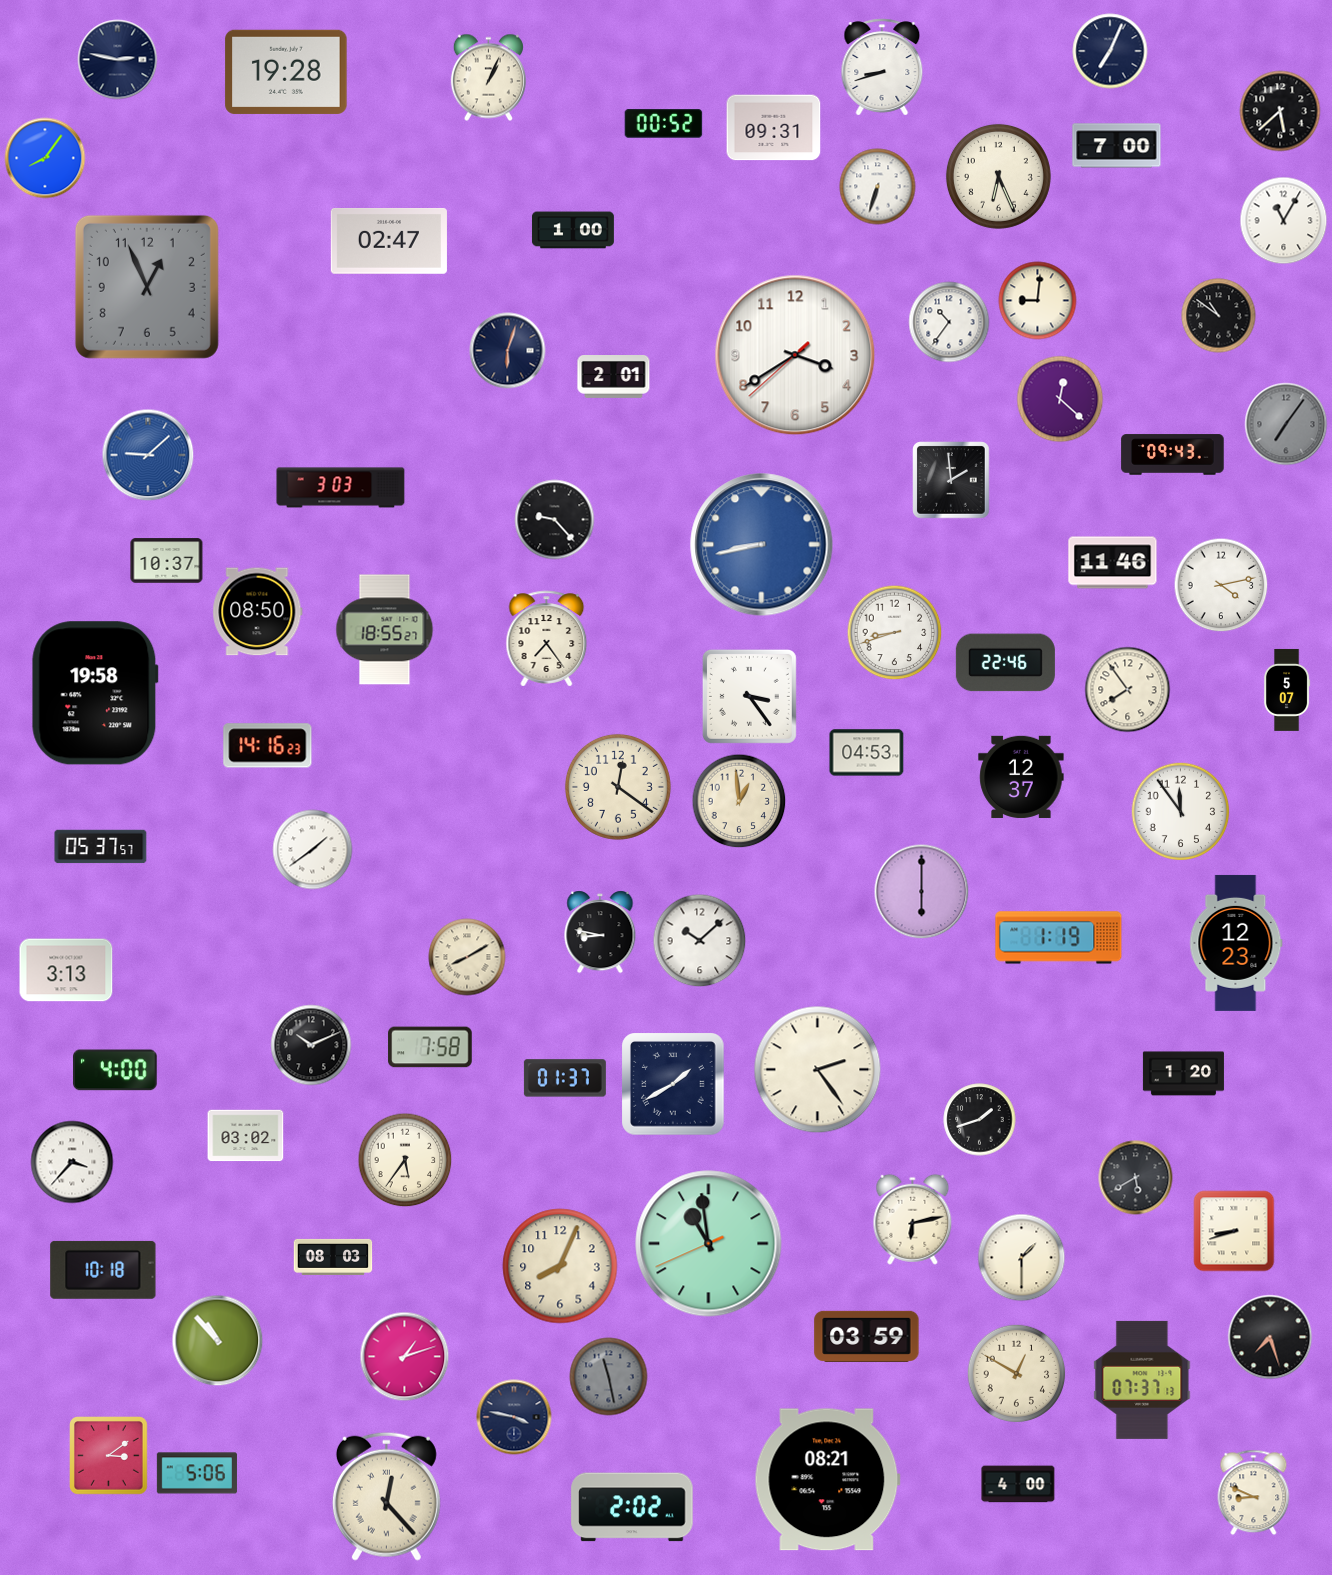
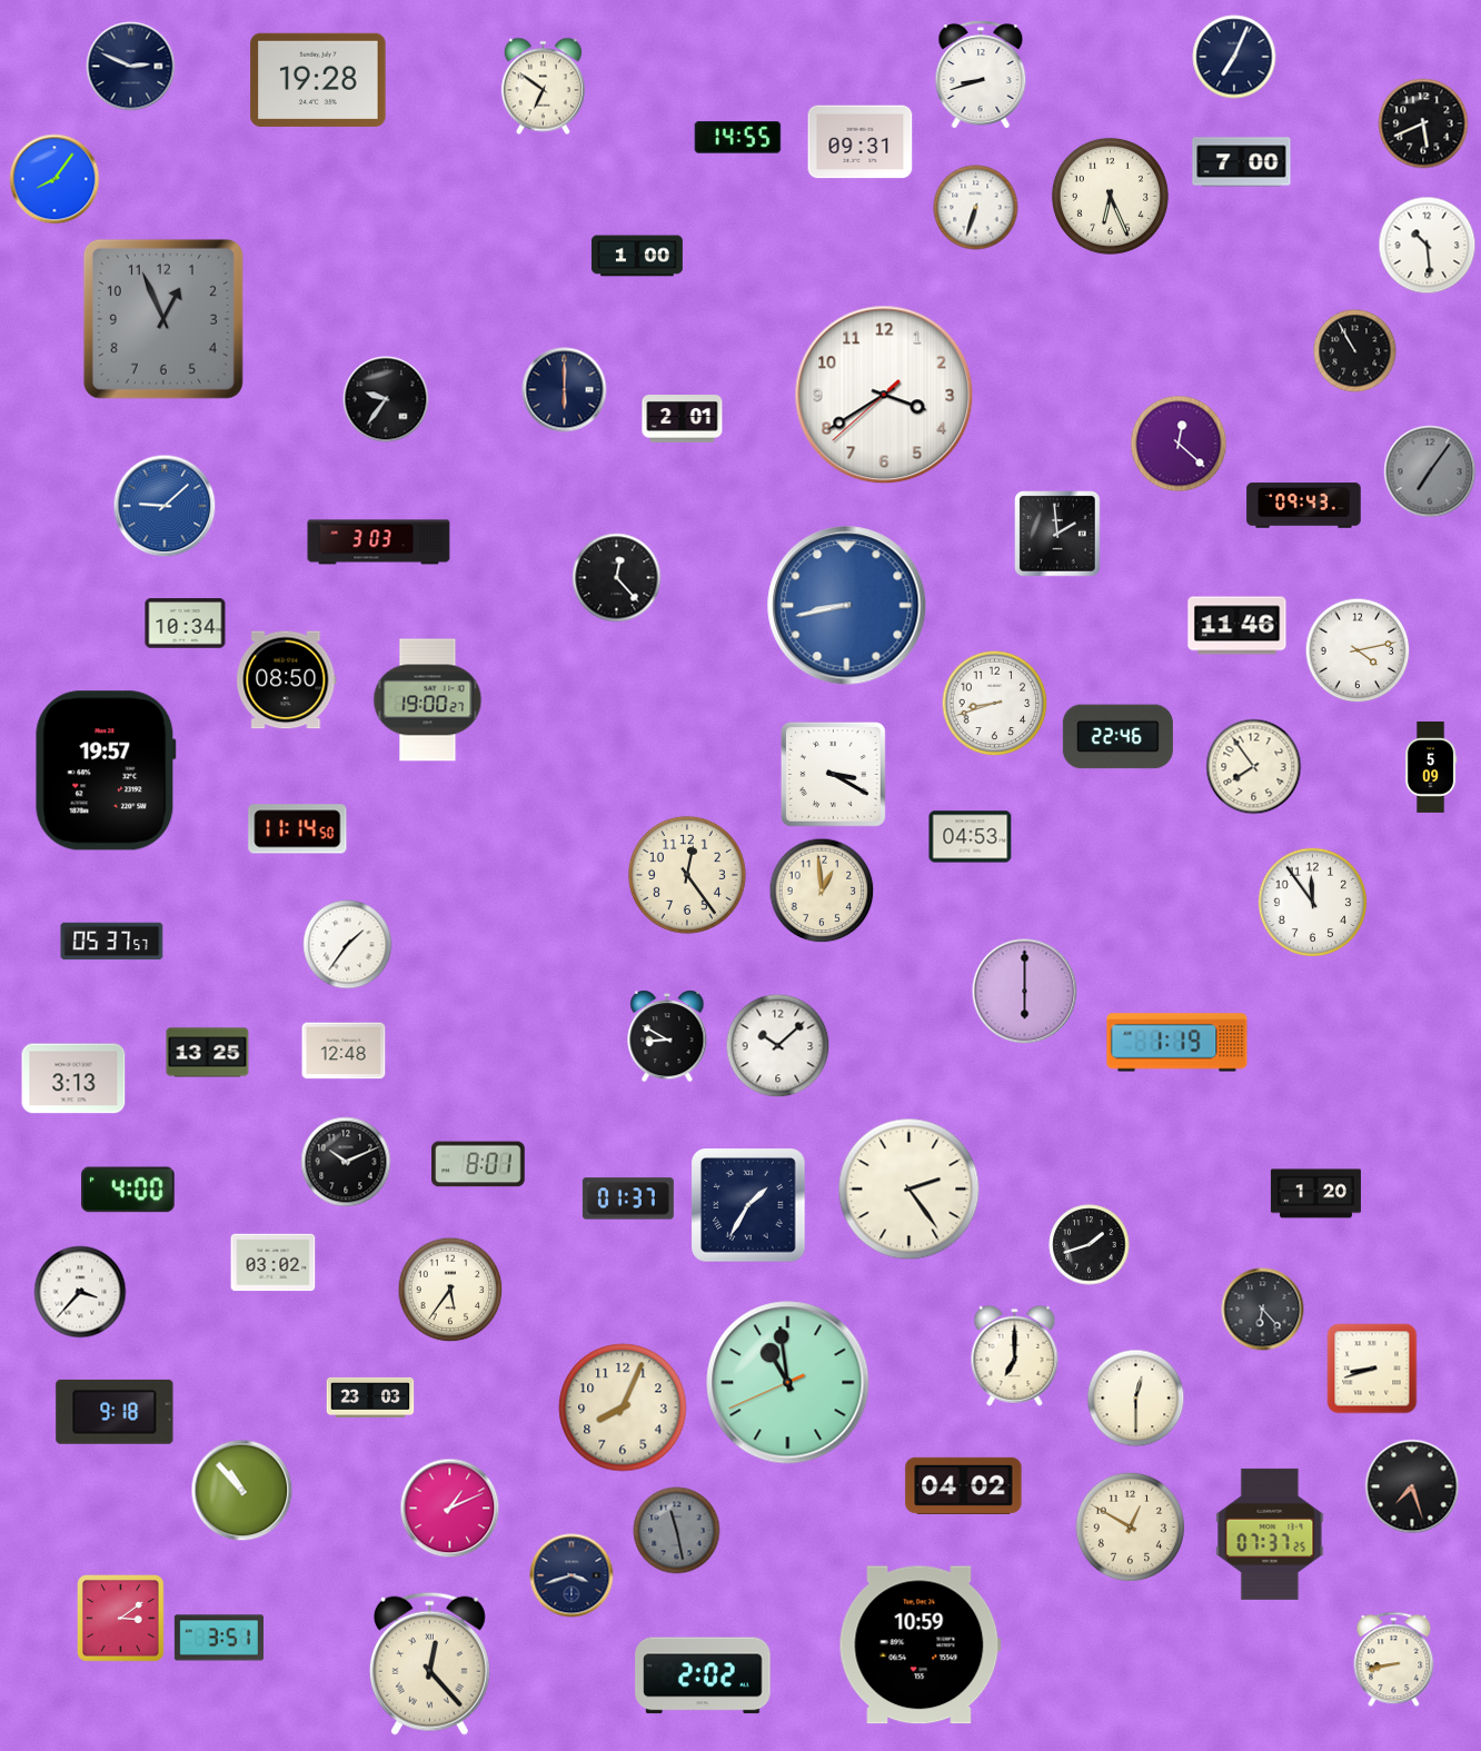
clock at (118, 60): 2:47 -> 2:49
clock at (488, 78): 1:04 -> 6:51
clock at (1280, 111): 5:38 -> 5:41
clock at (664, 124): 00:52 -> 14:55
clock at (45, 158) position: (45, 158) -> (54, 179)
clock at (1284, 221): 11:05 -> 10:29
clock at (389, 242): 02:47 -> none
clock at (1038, 301): 9:01 -> none
clock at (1219, 316): 10:51 -> 10:55
clock at (949, 322): 10:36 -> none
clock at (508, 351): 6:03 -> 6:00
clock at (386, 399): none -> 9:36
clock at (555, 520): 9:23 -> 12:23
clock at (167, 561): 10:37 -> 10:34
clock at (385, 630): 18:55 -> 19:00
clock at (547, 639): 7:24 -> none
clock at (1287, 690): 5:07 -> 5:09
clock at (95, 693): 19:58 -> 19:57
clock at (749, 696): 3:24 -> 3:20
clock at (268, 746): 14:16 -> 11:14
clock at (867, 753) position: (867, 753) -> (971, 837)
clock at (1021, 777): 12:37 -> none
clock at (618, 787): 12:21 -> 12:24
clock at (313, 850): 1:39 -> 1:36
clock at (600, 932): 8:47 -> 8:50
clock at (1236, 943): 12:23 -> none
clock at (344, 1051): none -> 12:48
clock at (208, 1053): none -> 13:25
clock at (467, 957): 8:10 -> none
clock at (430, 1047): 7:58 -> 8:01
clock at (673, 1084): 1:40 -> 1:35
clock at (1136, 1178): 5:40 -> 6:23
clock at (913, 1219): 6:13 -> 7:00
clock at (333, 1257): 08:03 -> 23:03
clock at (1022, 1258): 1:30 -> 12:30
clock at (103, 1270): 10:18 -> 9:18
clock at (867, 1336): 03:59 -> 04:02
clock at (405, 1357): 1:12 -> 1:11
clock at (1142, 1380): 07:37:13 -> 07:37:25
clock at (514, 1417): 3:47 -> 3:42
clock at (197, 1473): 5:06 -> 3:51
clock at (827, 1480): 08:21 -> 10:59
clock at (1018, 1484): 4:00 -> none
clock at (1254, 1493): 8:49 -> 8:43
